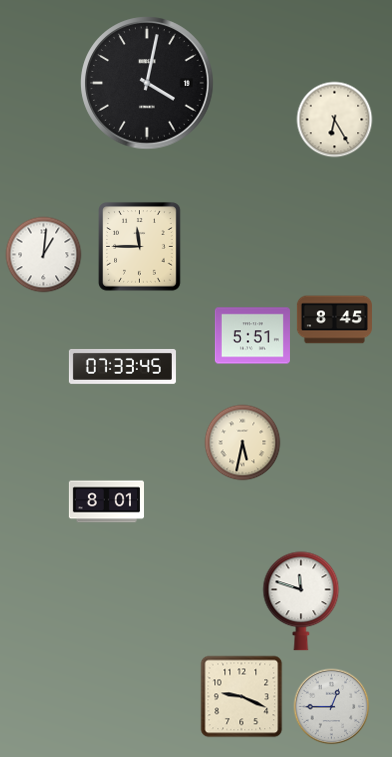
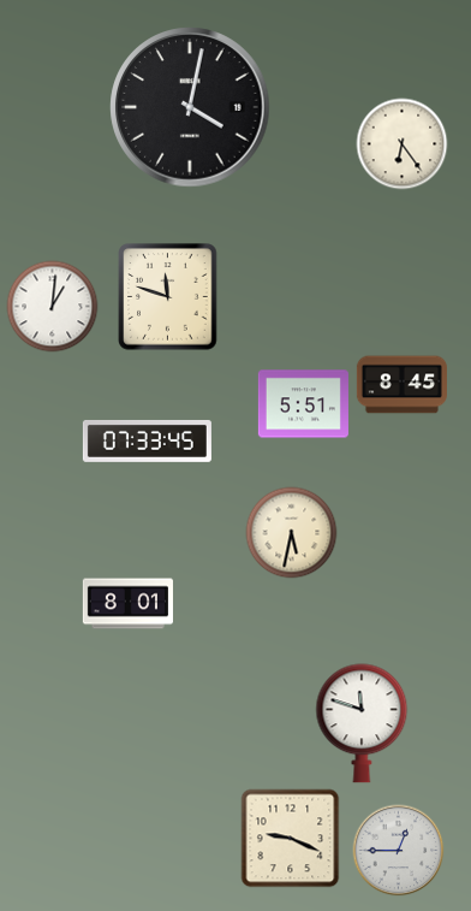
clock at (147, 83) position: (147, 83) -> (190, 107)
clock at (335, 120): 6:25 -> 6:24
clock at (140, 247): 11:45 -> 11:48
